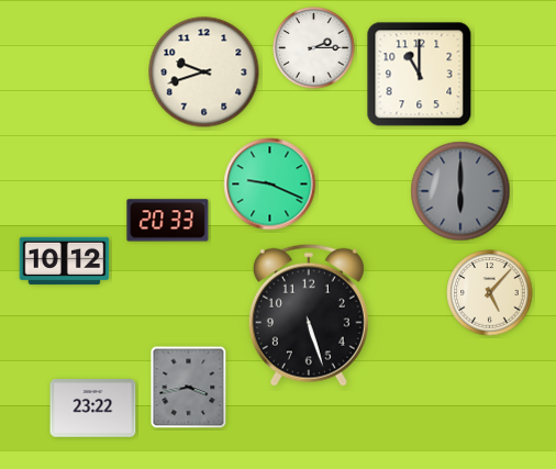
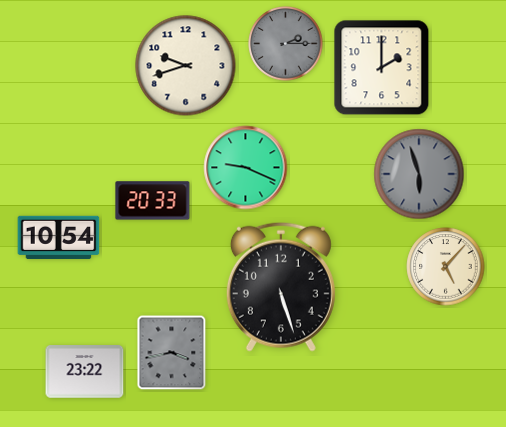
clock at (314, 48) dial: white -> grey
clock at (420, 75): 11:00 -> 2:00
clock at (460, 191): 6:00 -> 5:57
clock at (65, 261): 10:12 -> 10:54
